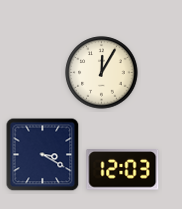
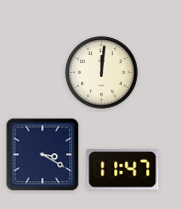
clock at (102, 73): 12:05 -> 12:01
clock at (123, 170): 12:03 -> 11:47
